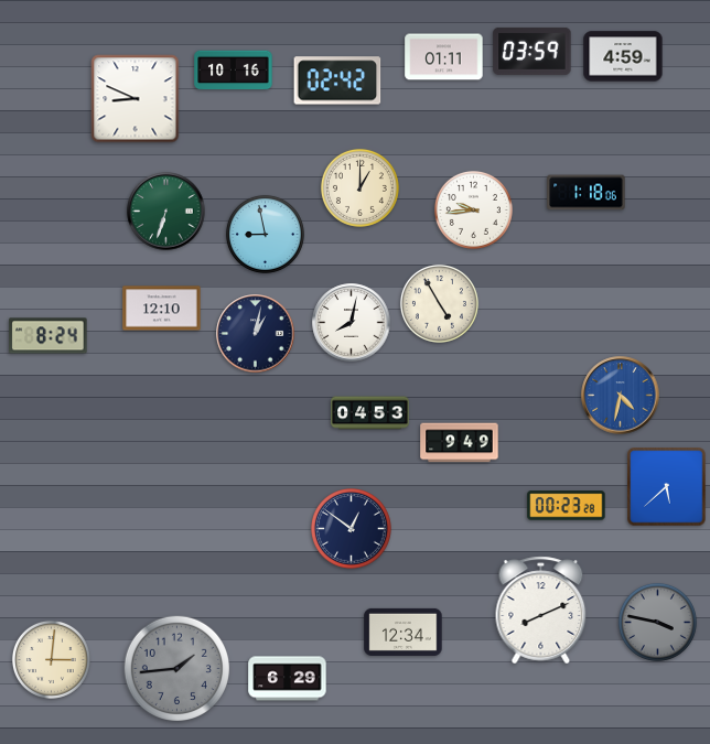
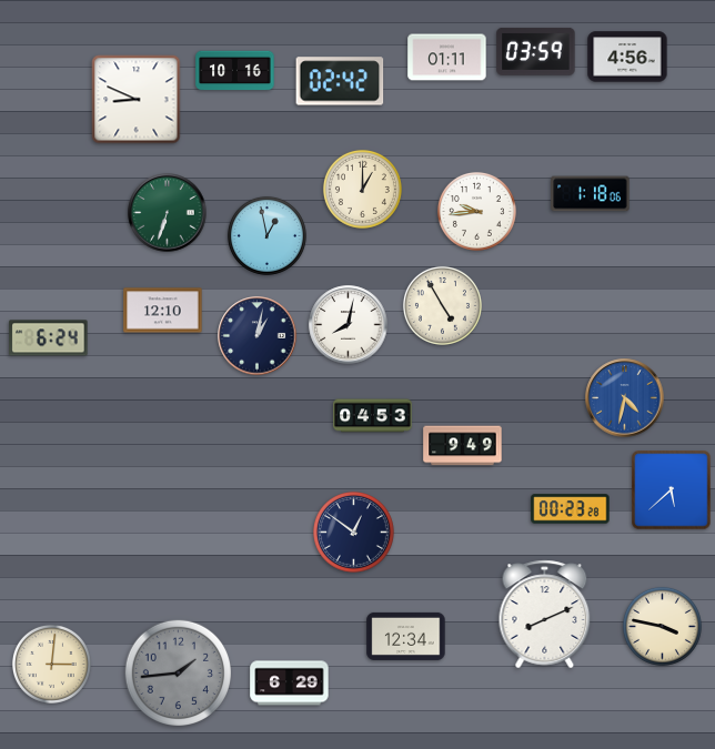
clock at (623, 56): 4:59 -> 4:56
clock at (265, 234): 8:58 -> 12:58
clock at (352, 323) position: (352, 323) -> (349, 325)
clock at (49, 336): 8:24 -> 6:24
clock at (657, 622) dial: grey -> cream
